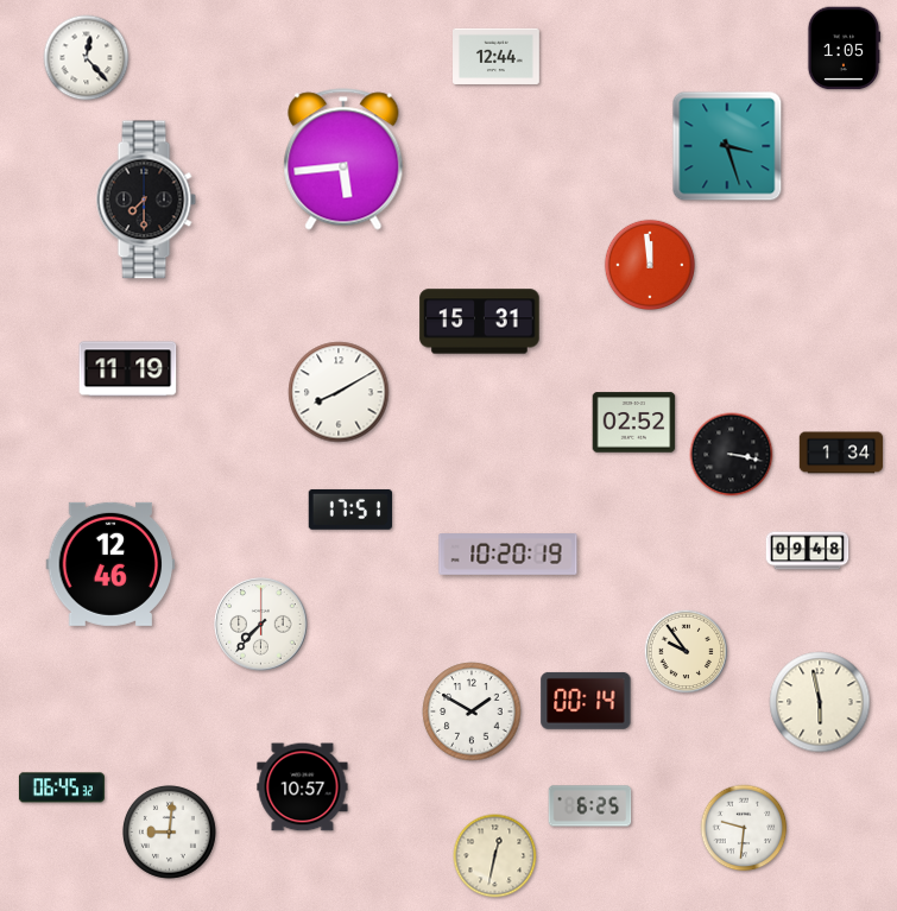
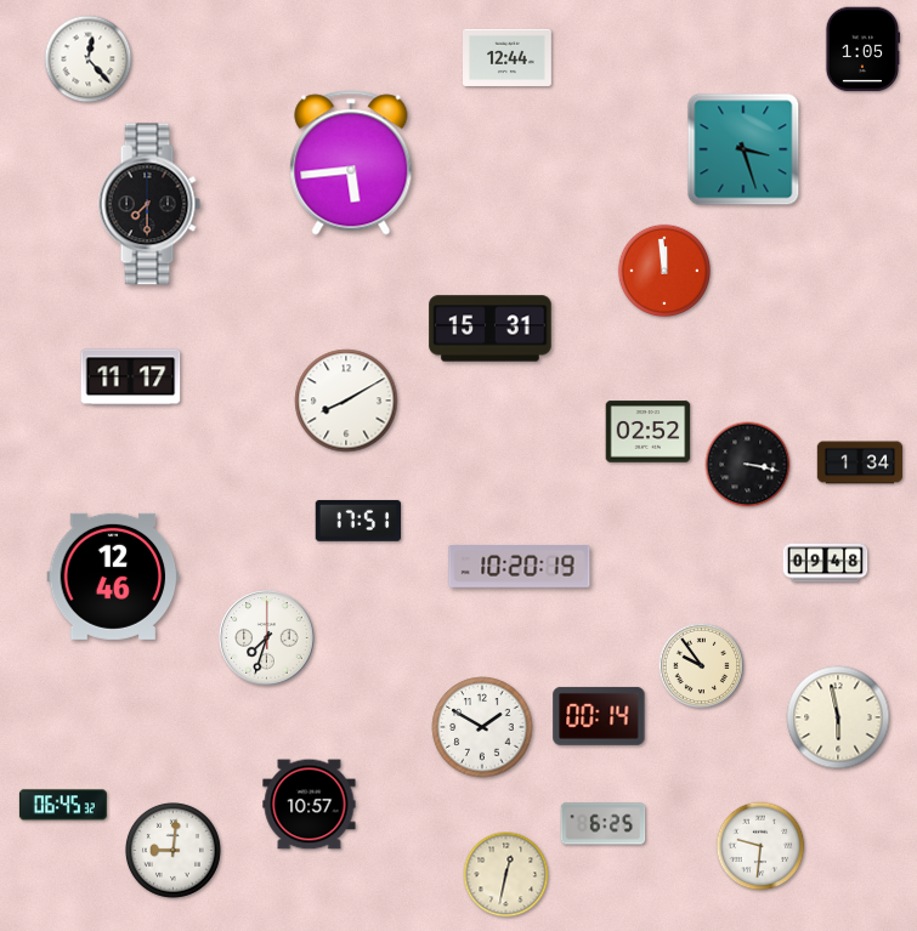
clock at (128, 369): 11:19 -> 11:17
clock at (261, 625): 7:37 -> 7:33
